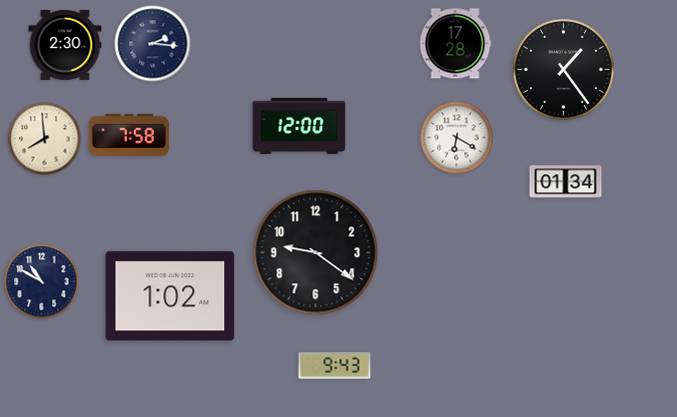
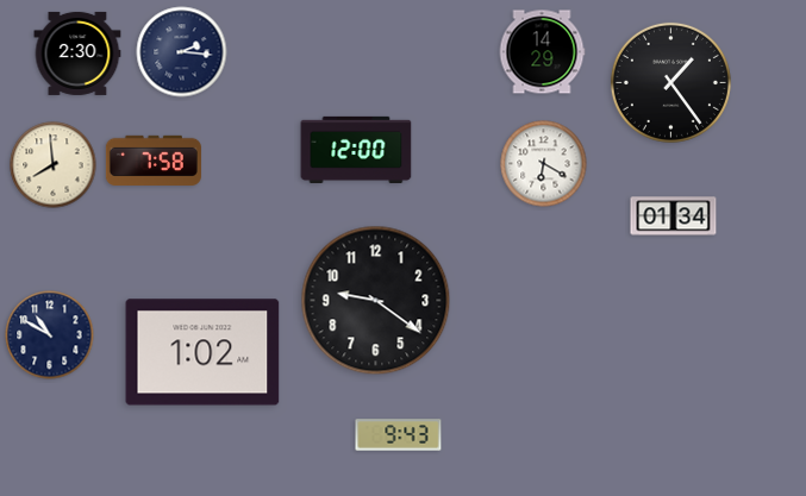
clock at (455, 44): 17:28 -> 14:29
